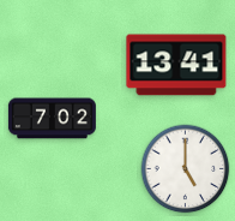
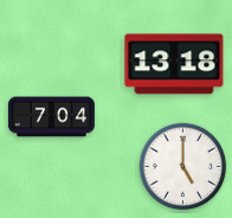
clock at (176, 65): 13:41 -> 13:18
clock at (52, 119): 7:02 -> 7:04
